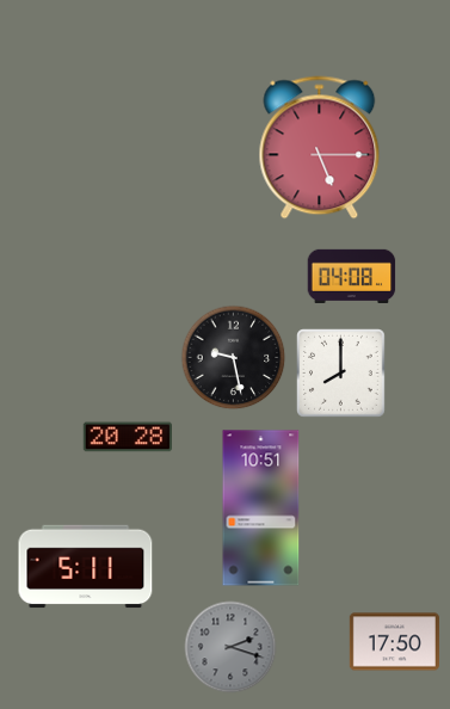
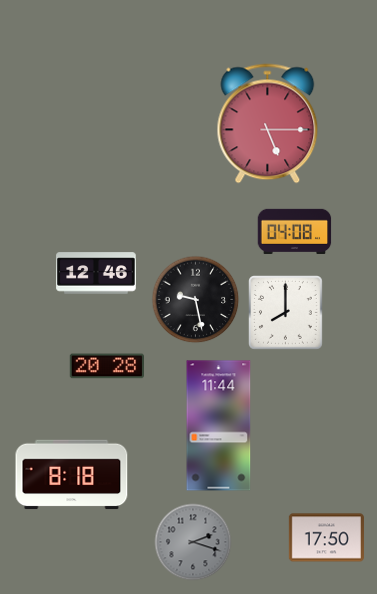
clock at (96, 273): none -> 12:46
clock at (261, 508): 10:51 -> 11:44
clock at (86, 567): 5:11 -> 8:18
clock at (394, 642) position: (394, 642) -> (326, 538)
